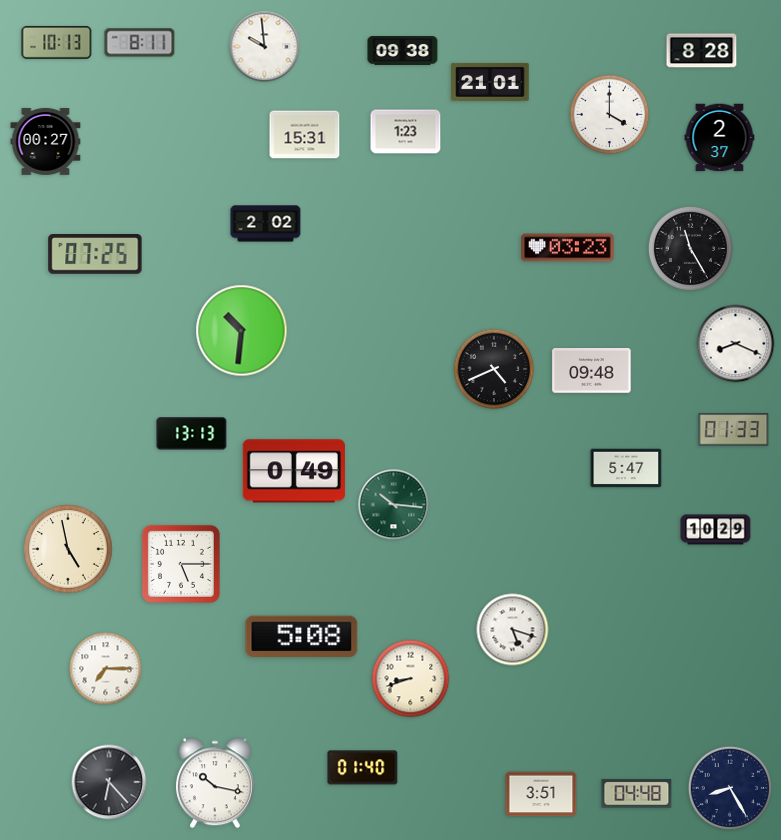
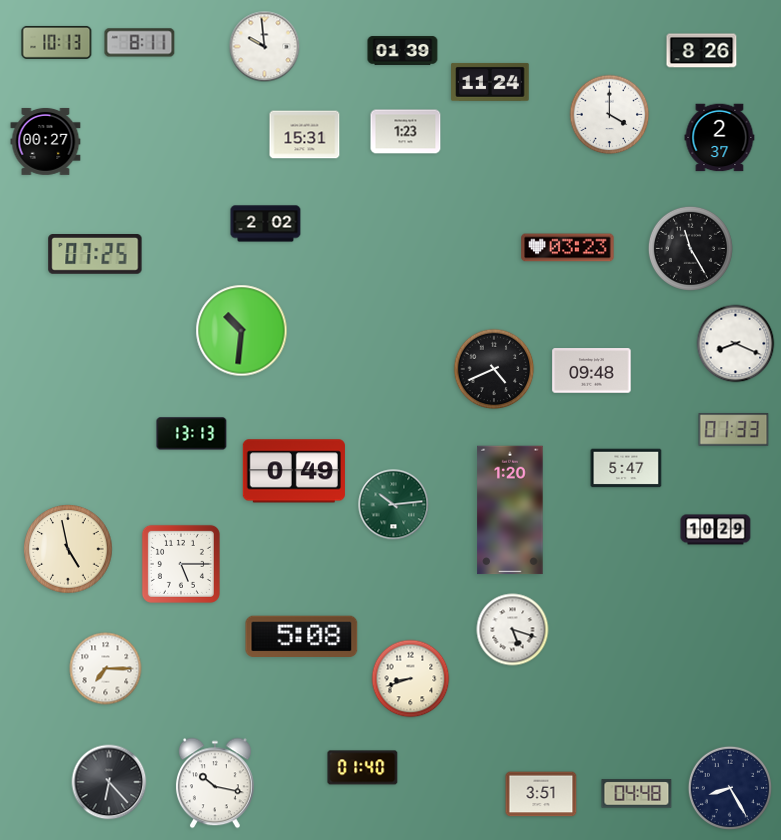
clock at (403, 51): 09:38 -> 01:39
clock at (702, 51): 8:28 -> 8:26
clock at (490, 82): 21:01 -> 11:24
clock at (394, 505): 10:16 -> 10:14
clock at (510, 510): none -> 1:20
